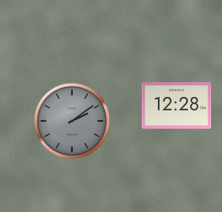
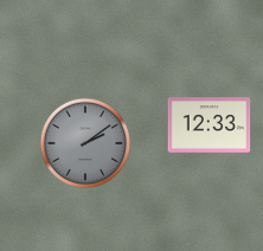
clock at (177, 106): 12:28 -> 12:33
